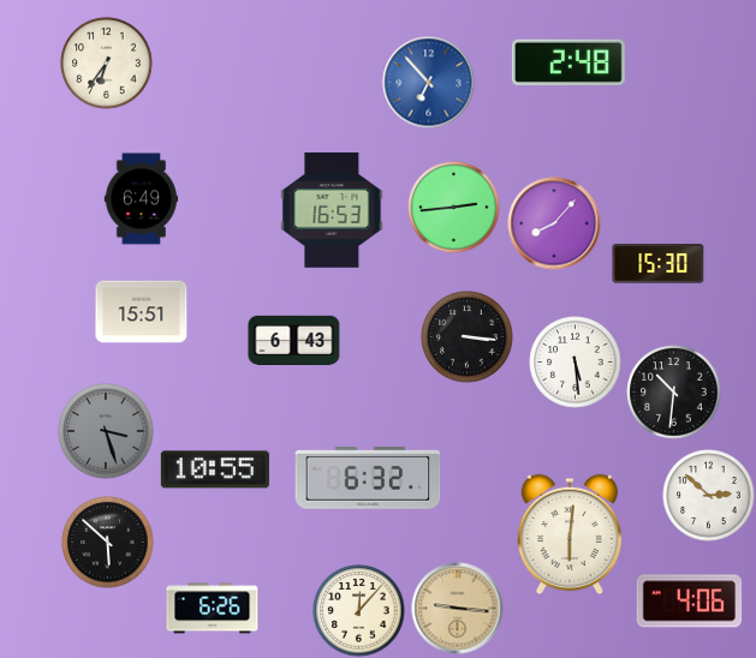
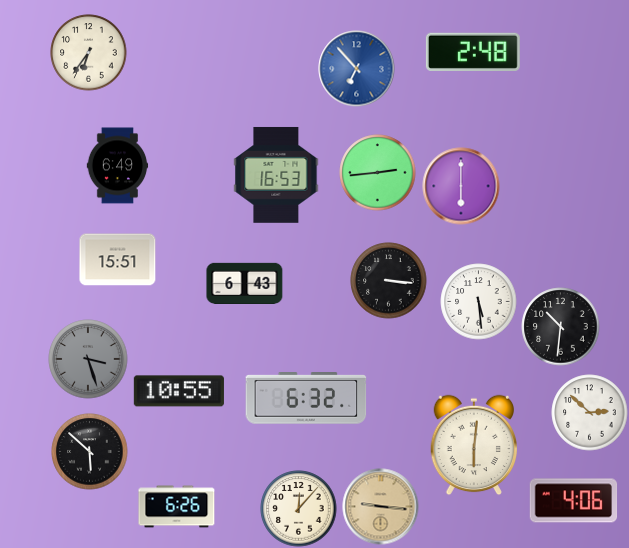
clock at (554, 223): 8:07 -> 6:00
clock at (659, 264): 15:30 -> none
